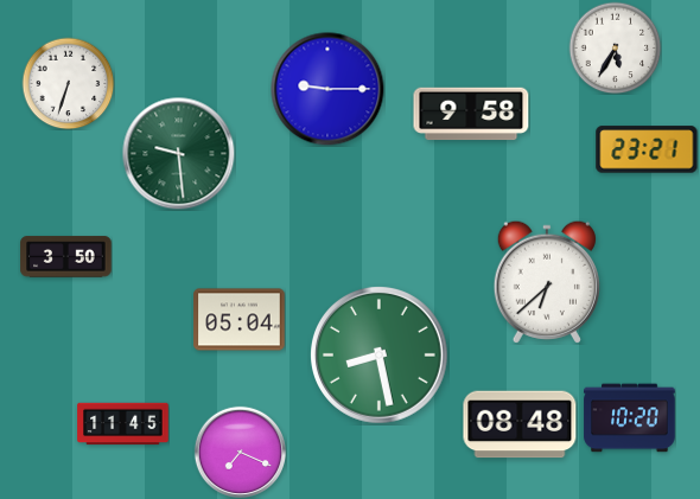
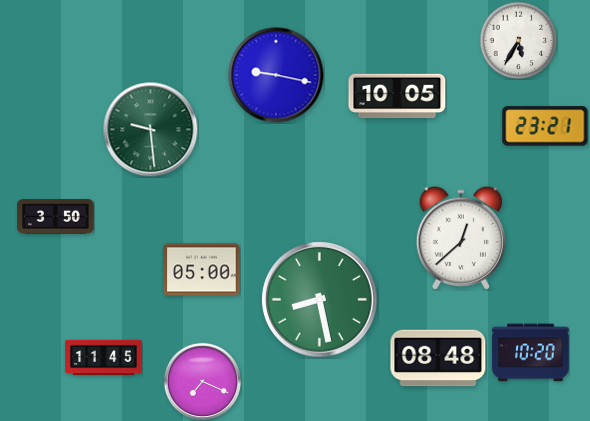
clock at (68, 83): 6:33 -> none
clock at (327, 89): 9:15 -> 9:17
clock at (471, 114): 9:58 -> 10:05
clock at (547, 282): 6:38 -> 12:38
clock at (240, 320): 05:04 -> 05:00
